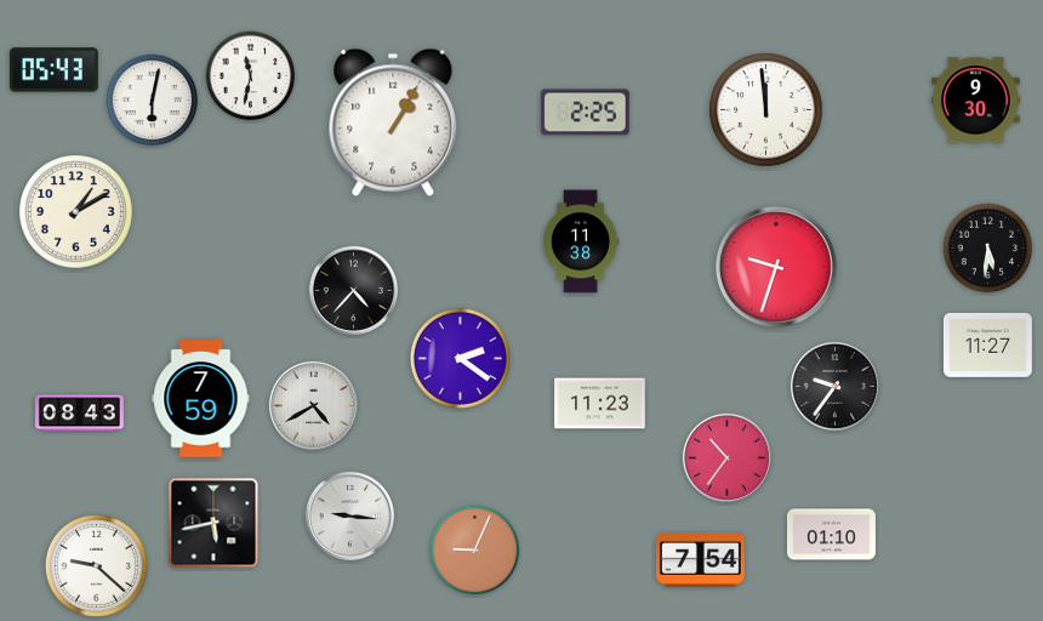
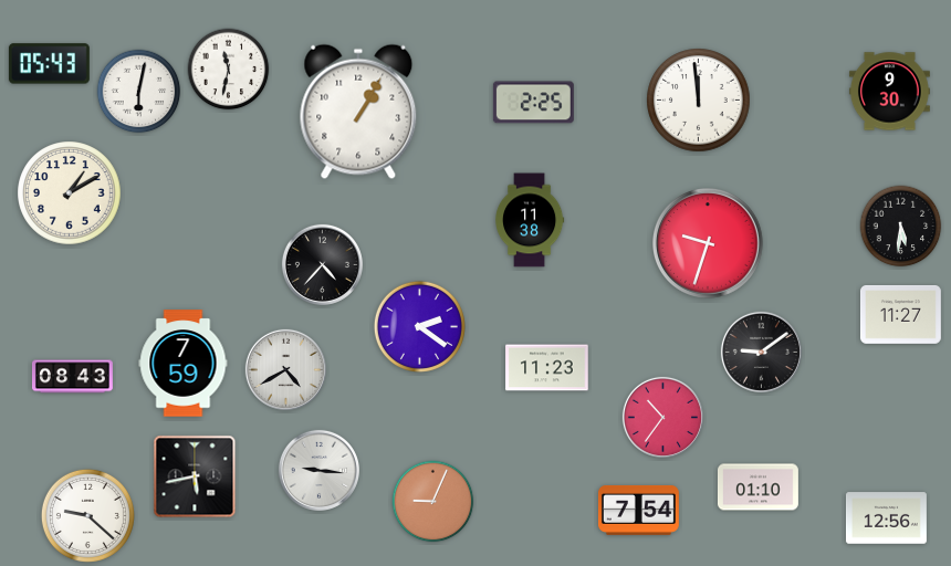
clock at (834, 386): 9:36 -> 9:09
clock at (886, 518): none -> 12:56
